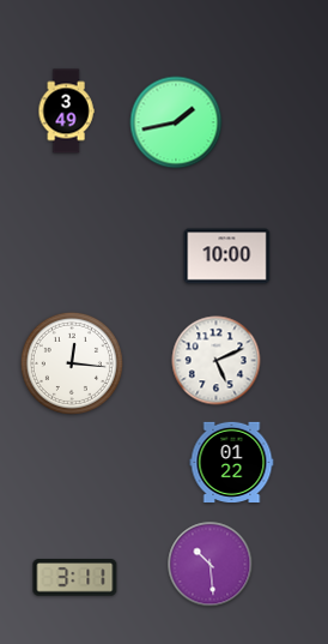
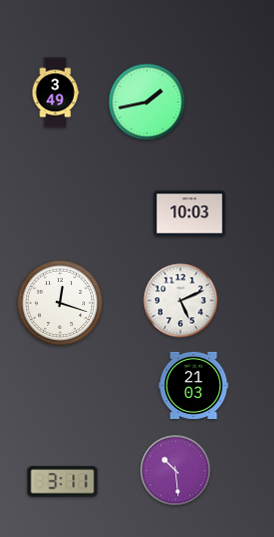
clock at (227, 257): 10:00 -> 10:03
clock at (72, 363): 12:16 -> 12:18
clock at (232, 462): 01:22 -> 21:03
